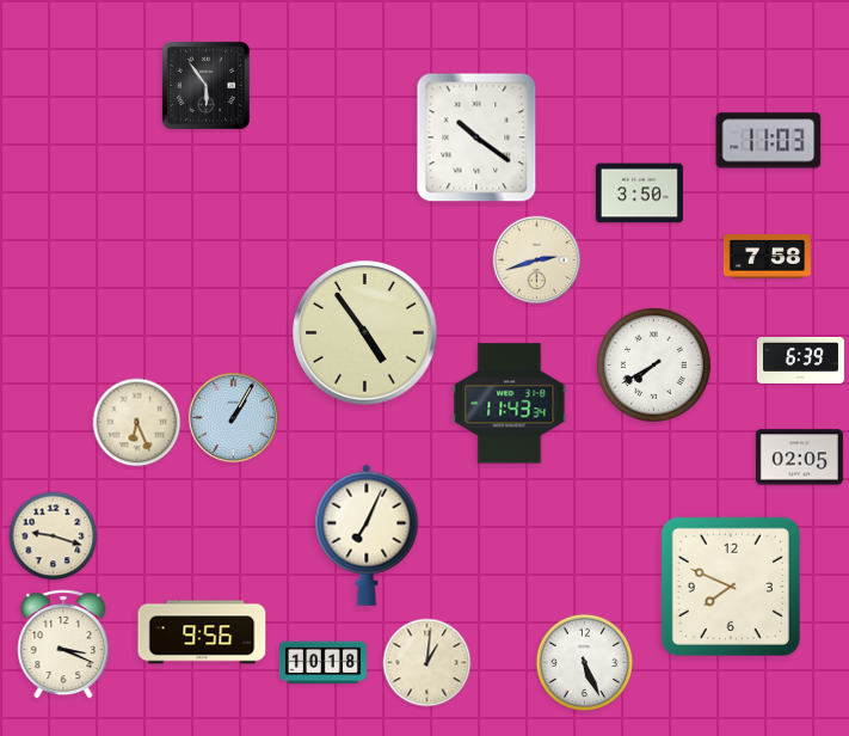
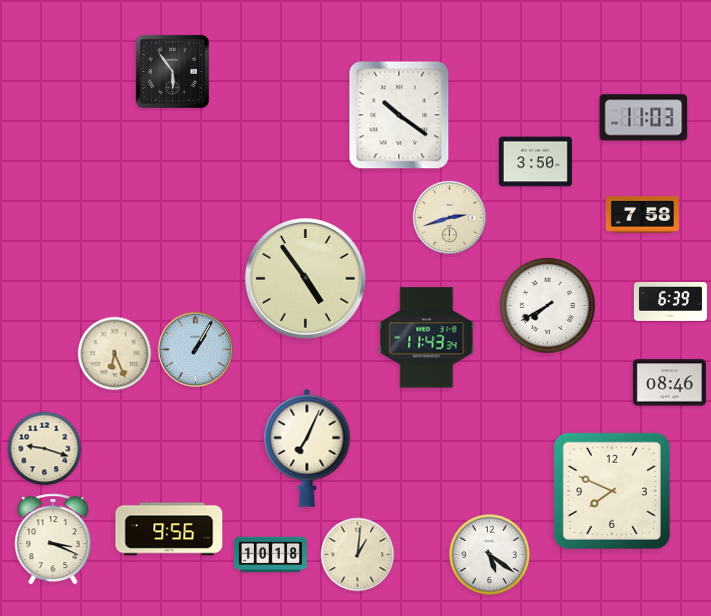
clock at (799, 458): 02:05 -> 08:46
clock at (585, 663): 5:26 -> 5:21
